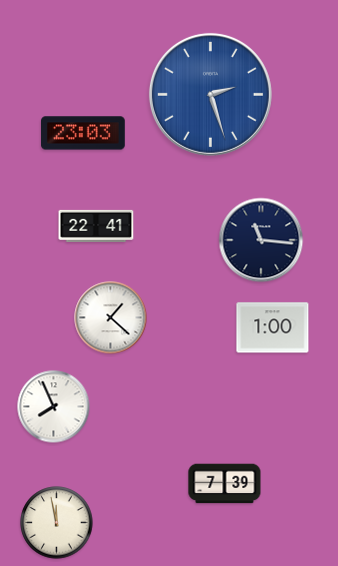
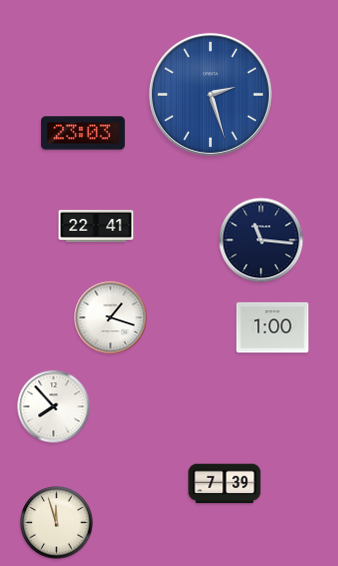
clock at (111, 318): 1:22 -> 1:18
clock at (54, 407): 7:56 -> 7:53
clock at (57, 523): 11:58 -> 11:57
